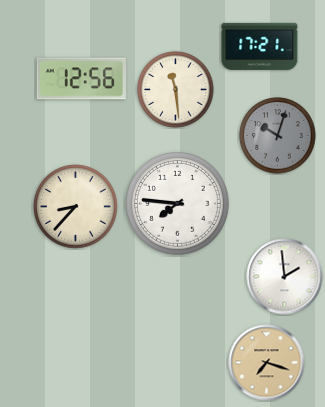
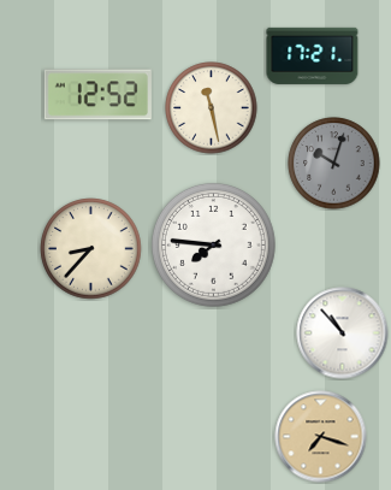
clock at (81, 79): 12:56 -> 12:52
clock at (176, 90): 11:29 -> 11:28
clock at (285, 277): 1:59 -> 10:53
